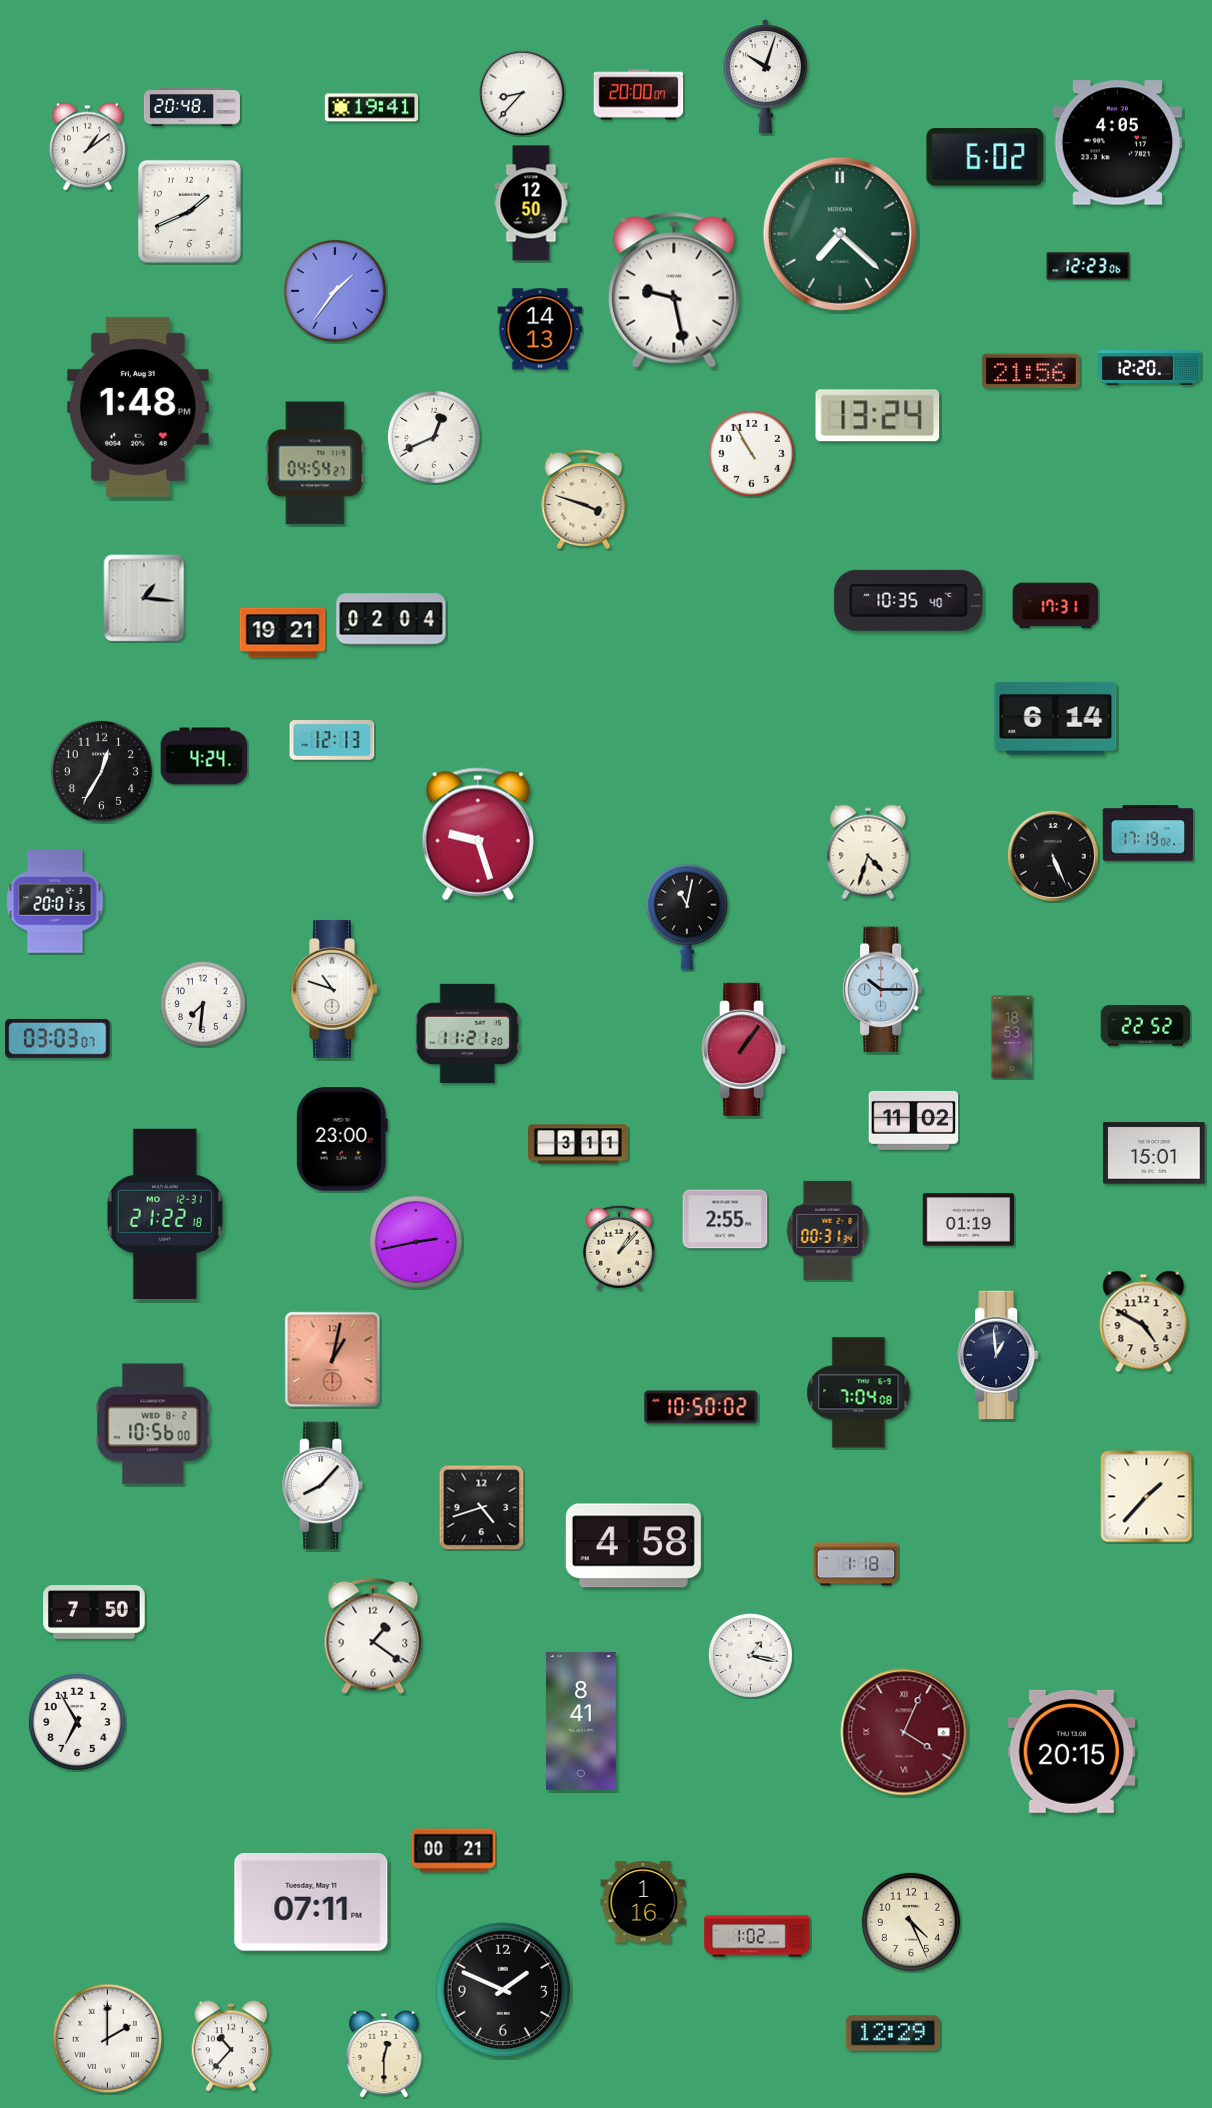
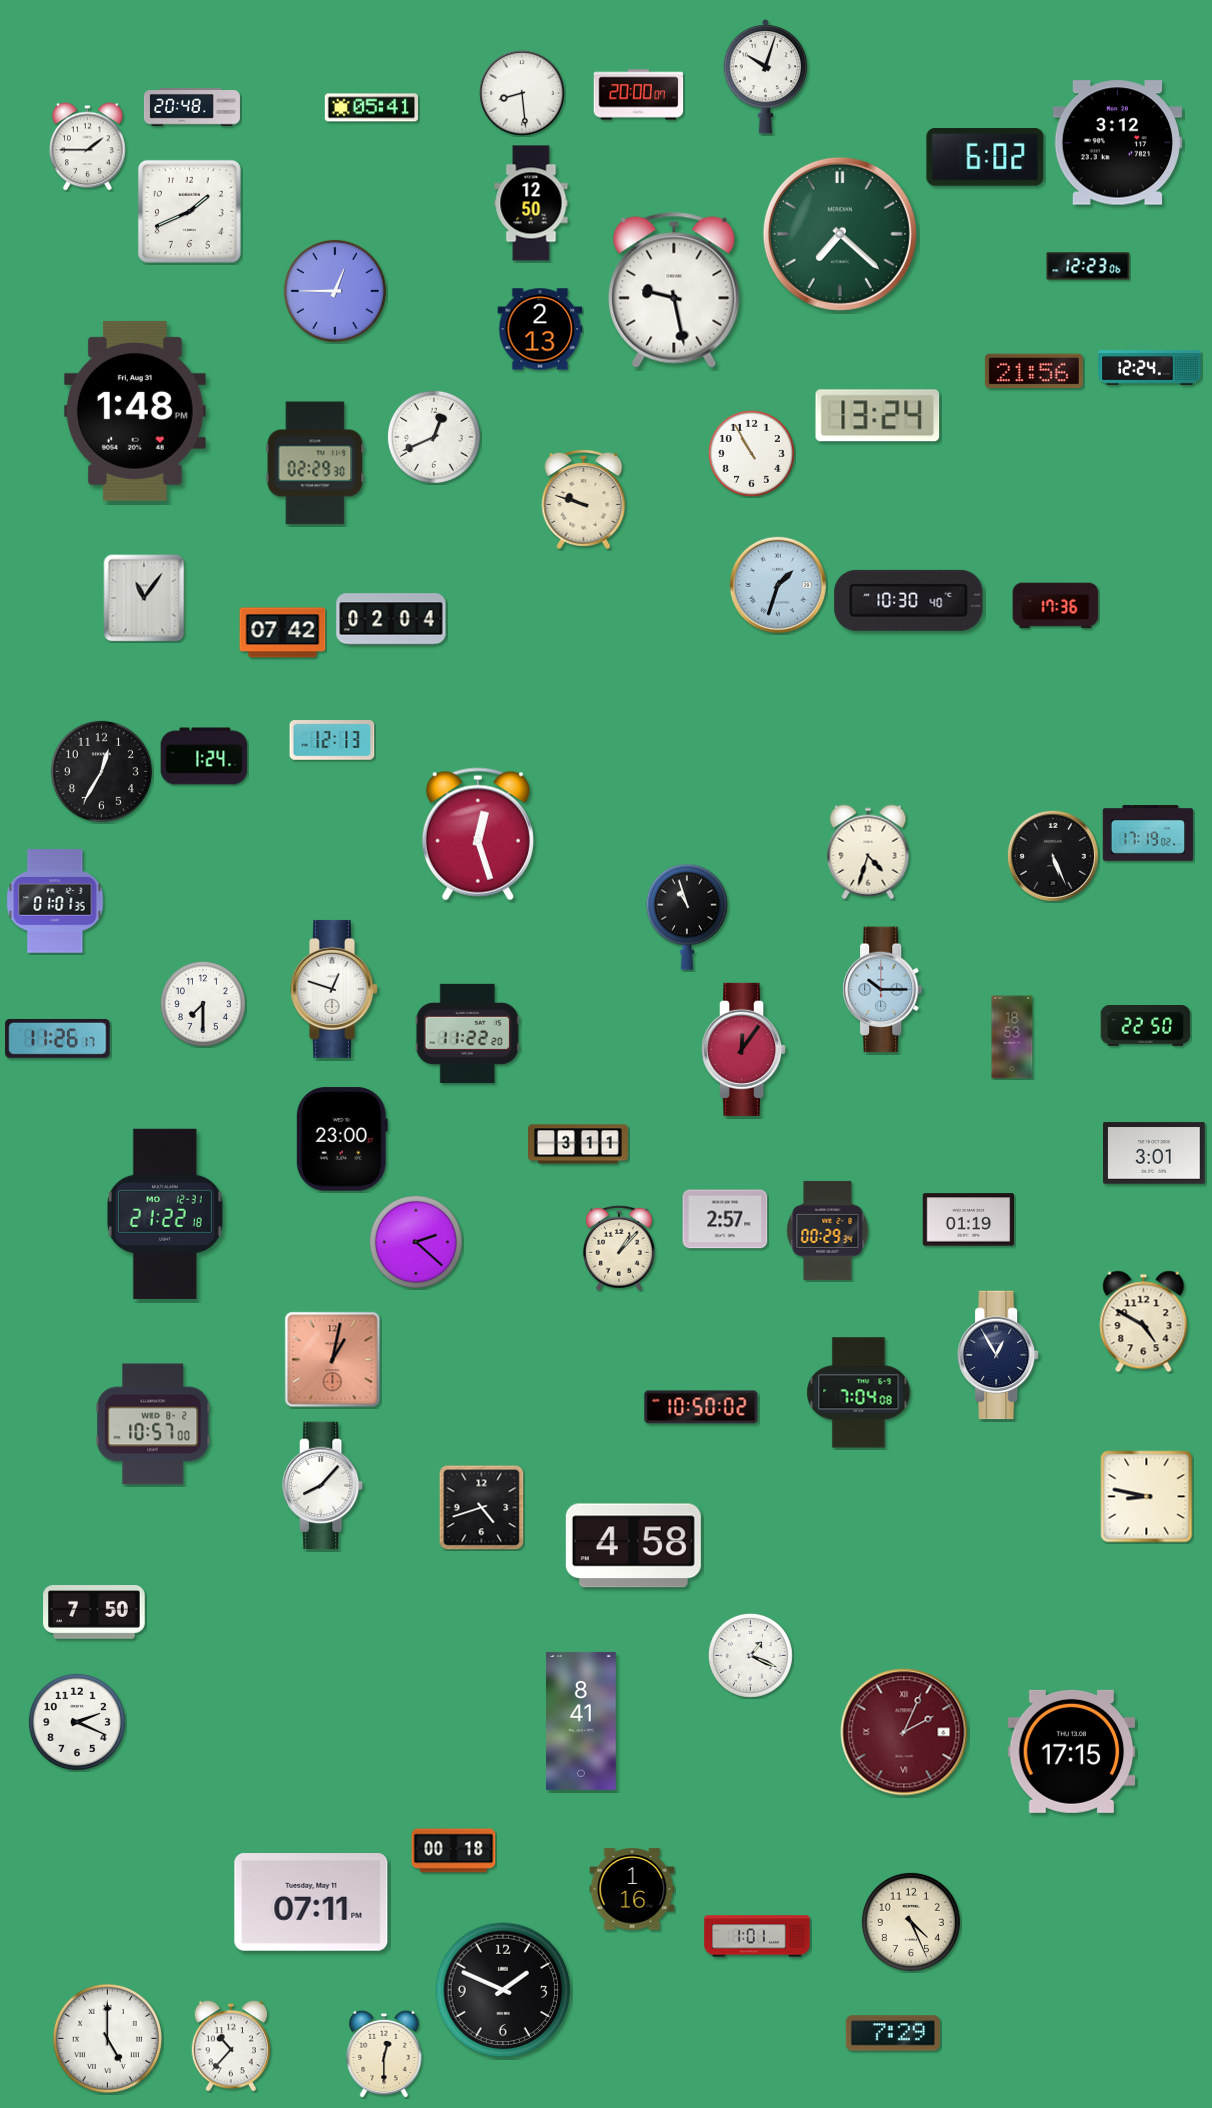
clock at (523, 94): 8:37 -> 8:29
clock at (371, 108): 19:41 -> 05:41
clock at (1117, 143): 4:05 -> 3:12
clock at (88, 147): 1:09 -> 1:45
clock at (335, 291): 1:36 -> 12:45
clock at (540, 329): 14:13 -> 2:13
clock at (1150, 368): 12:20 -> 12:24
clock at (1031, 371) position: (1031, 371) -> (1034, 371)
clock at (138, 407) position: (138, 407) -> (135, 411)
clock at (315, 463): 04:54 -> 02:29
clock at (584, 499): 3:48 -> 9:48
clock at (778, 585): none -> 1:33
clock at (144, 598): 1:16 -> 11:06
clock at (909, 600): 10:35 -> 10:30
clock at (1056, 606): 17:31 -> 17:36
clock at (283, 633): 19:21 -> 07:42
clock at (1056, 719): 6:14 -> none
clock at (204, 756): 4:24 -> 1:24
clock at (478, 834): 9:27 -> 12:27
clock at (55, 901): 20:01 -> 01:01
clock at (687, 917): 11:02 -> 10:57
clock at (334, 989): 10:48 -> 12:48
clock at (203, 1004): 7:31 -> 7:30
clock at (1146, 1026): 22:52 -> 22:50
clock at (467, 1033): 11:21 -> 11:22
clock at (58, 1038): 03:03 -> 11:26
clock at (744, 1049): 1:06 -> 12:06
clock at (914, 1120): 11:02 -> none
clock at (1154, 1153): 15:01 -> 3:01
clock at (725, 1219): 2:55 -> 2:57
clock at (828, 1230): 00:31 -> 00:29
clock at (416, 1242): 2:43 -> 2:22
clock at (999, 1355): 12:59 -> 12:55
clock at (153, 1424): 10:56 -> 10:57
clock at (1147, 1497): 1:37 -> 8:47
clock at (856, 1564): 1:18 -> none
clock at (373, 1636): 1:21 -> none
clock at (750, 1655): 1:17 -> 1:19
clock at (77, 1722): 6:55 -> 2:19
clock at (904, 1732): 4:04 -> 2:04
clock at (1072, 1751): 20:15 -> 17:15
clock at (454, 1851): 00:21 -> 00:18
clock at (643, 1902) position: (643, 1902) -> (632, 1889)
clock at (757, 1936): 1:02 -> 1:01
clock at (893, 2033): 12:29 -> 7:29
clock at (107, 2038): 2:00 -> 5:00
